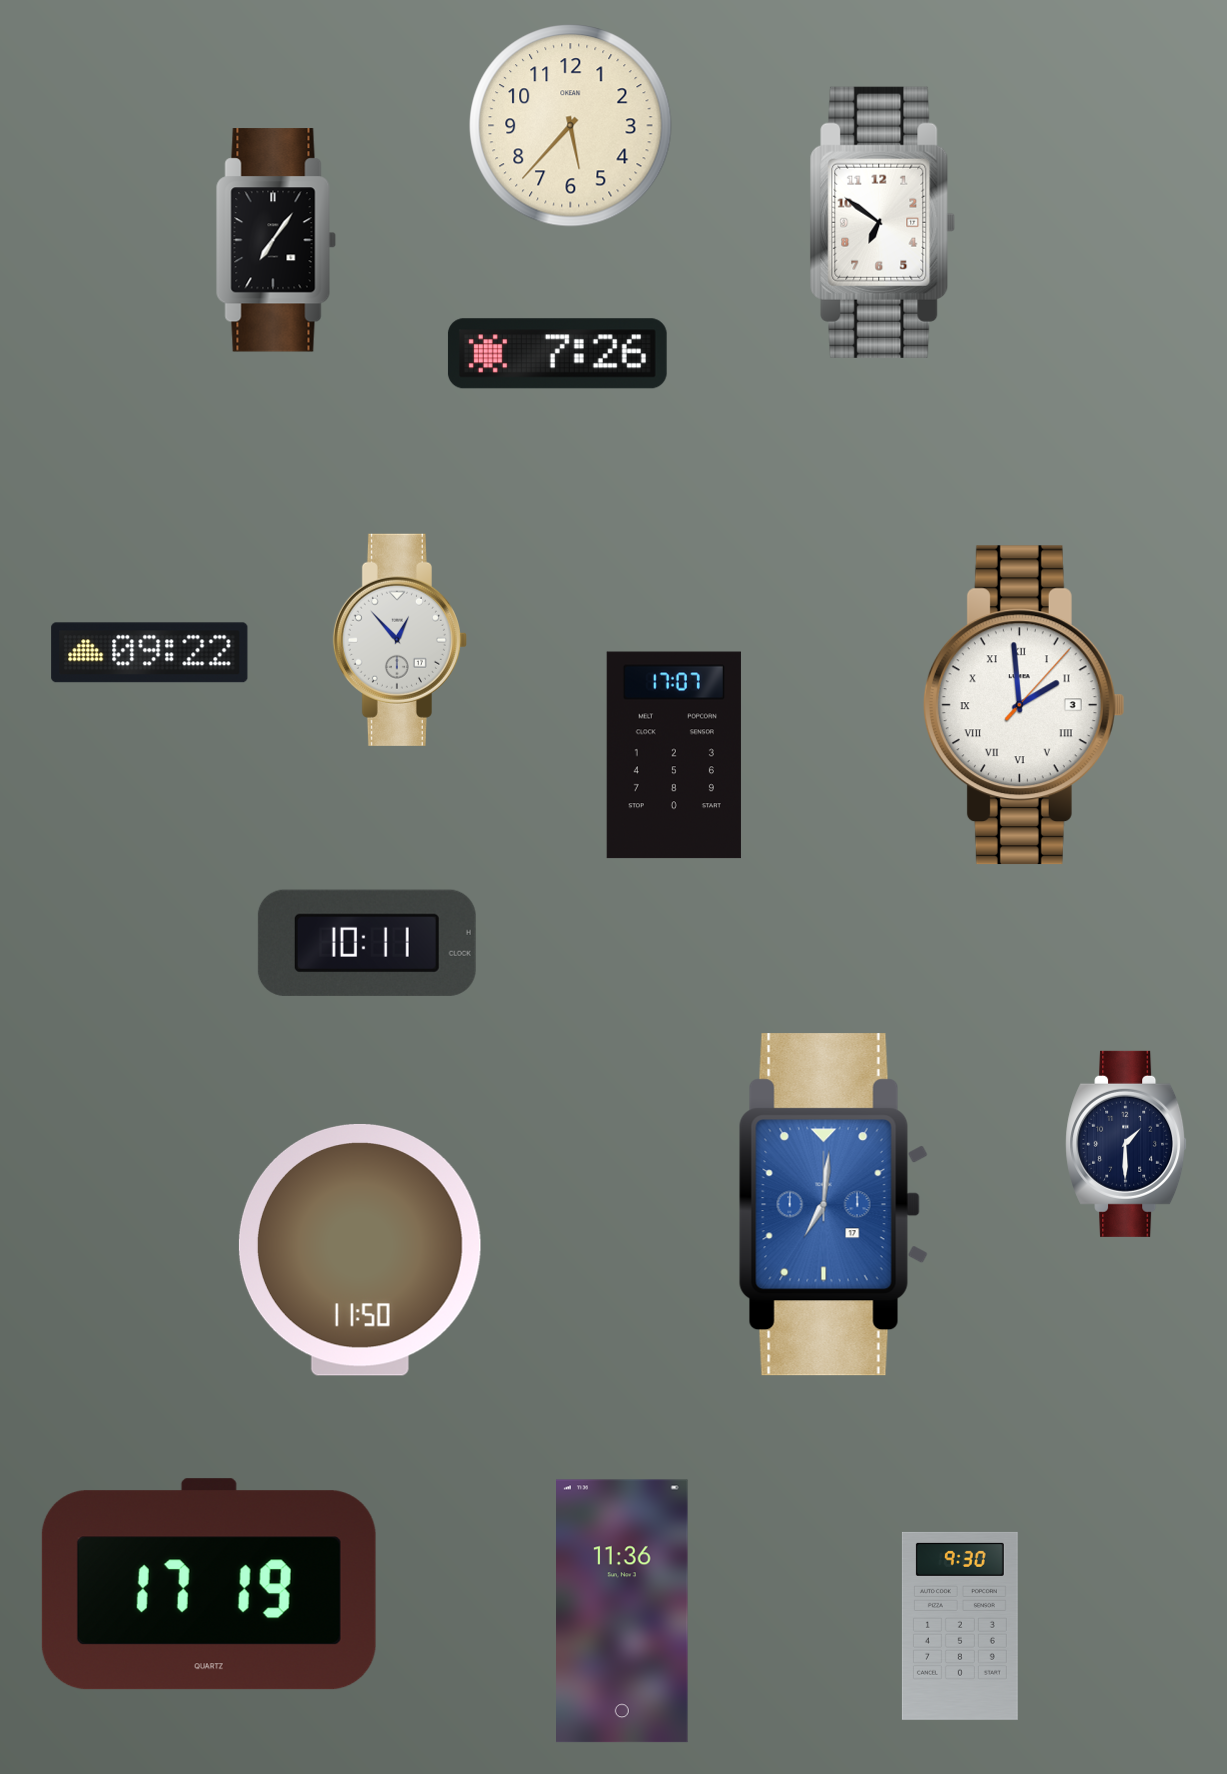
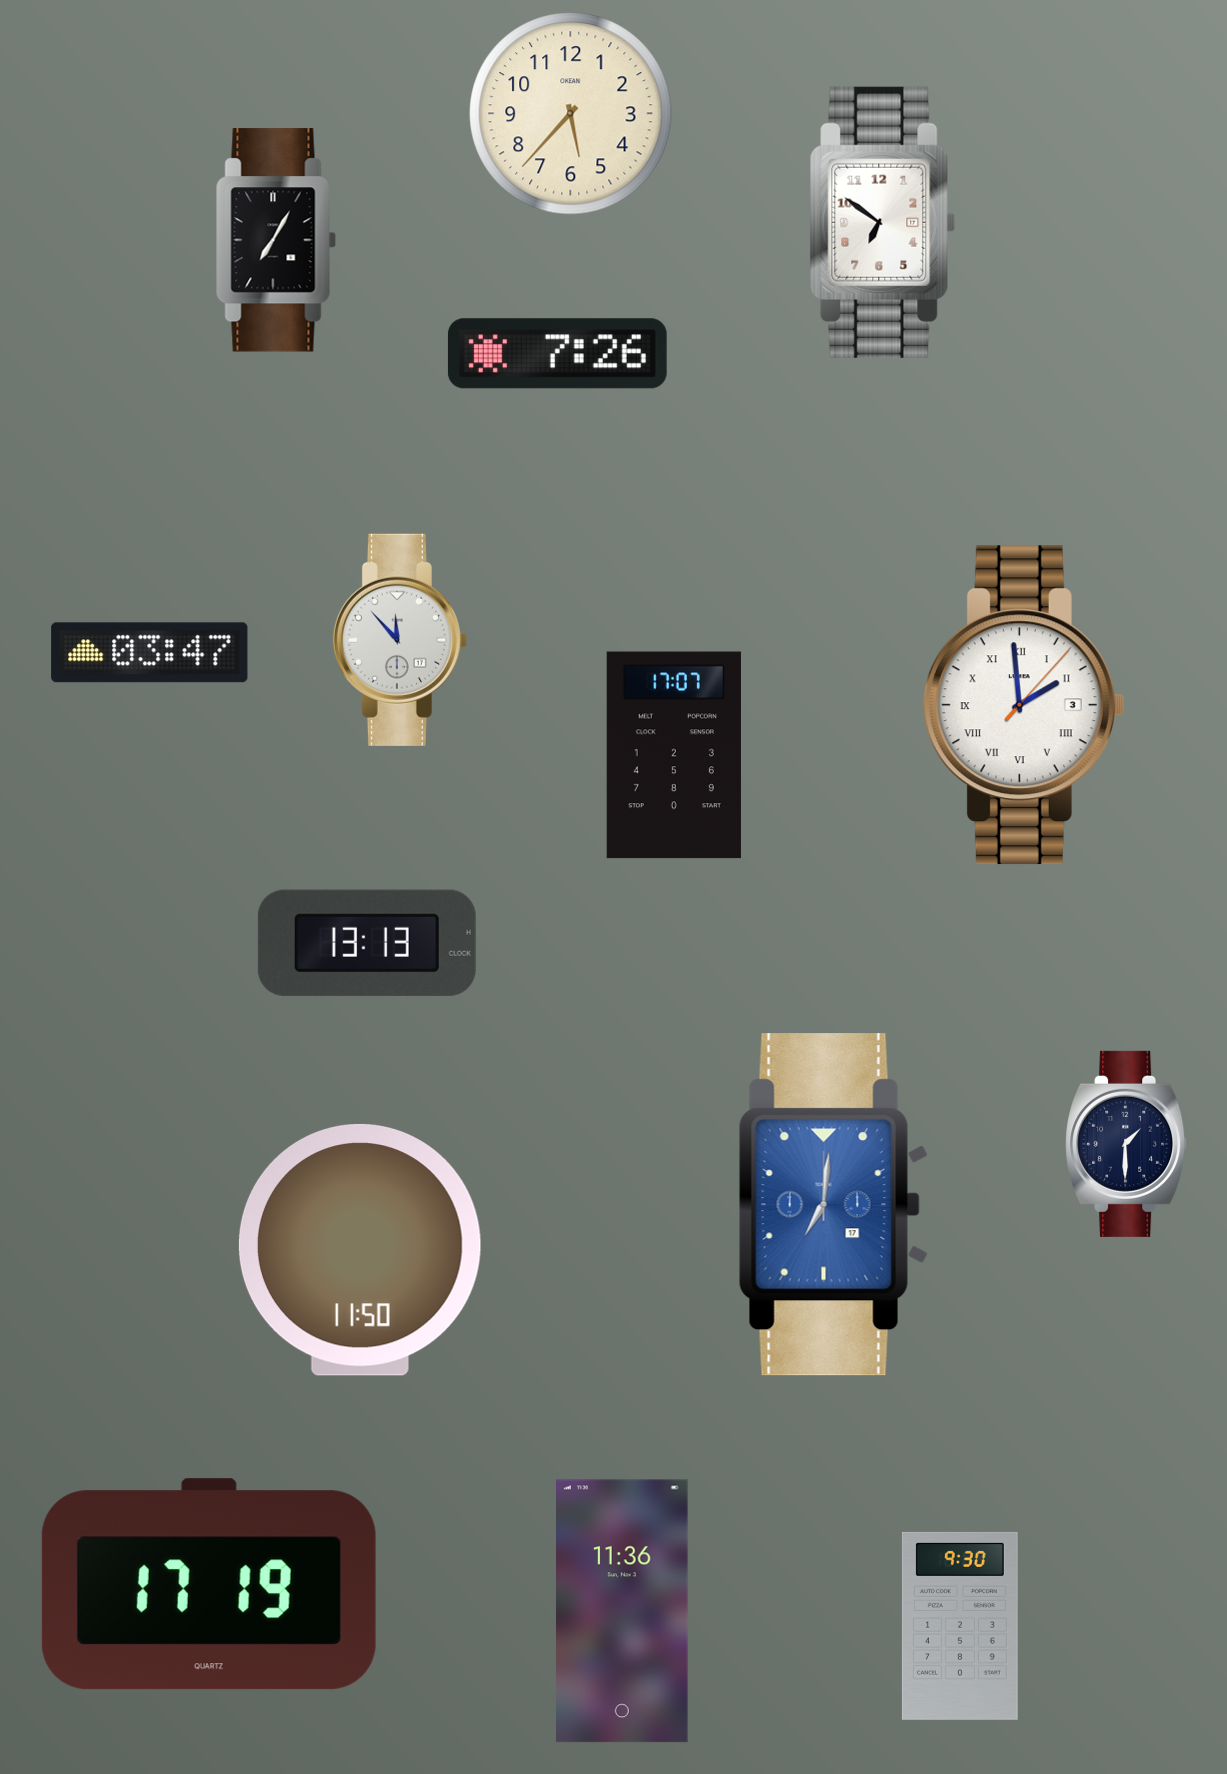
clock at (571, 126) position: (571, 126) -> (571, 114)
clock at (276, 240): 7:06 -> 7:05
clock at (400, 640): 12:53 -> 11:53
clock at (150, 653): 09:22 -> 03:47
clock at (367, 943): 10:11 -> 13:13
